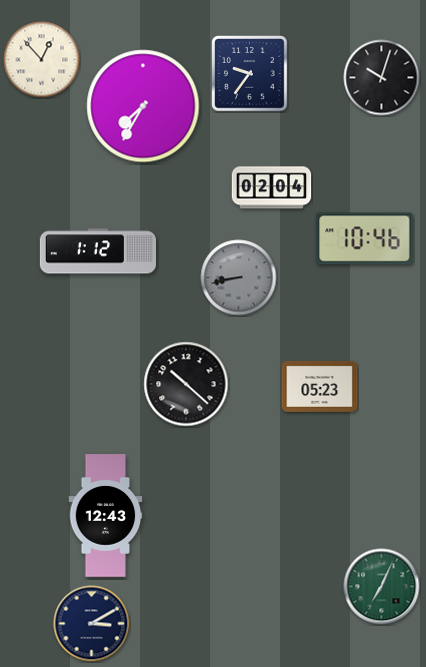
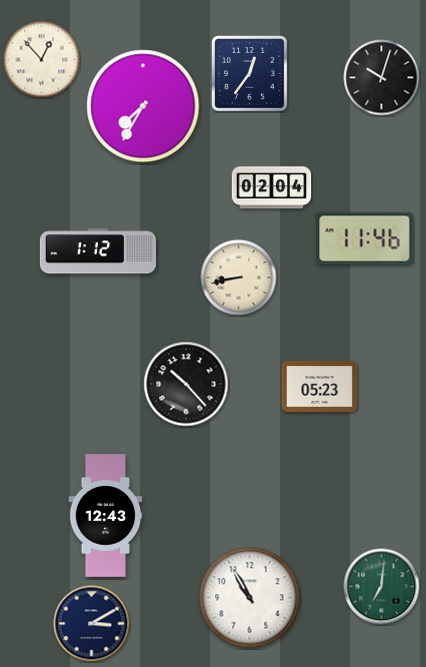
clock at (250, 74): 9:36 -> 12:36
clock at (365, 239): 10:46 -> 11:46
clock at (239, 278) dial: grey -> cream
clock at (186, 384): 10:22 -> 10:23
clock at (382, 587): 7:04 -> 7:01
clock at (250, 598): none -> 10:55
